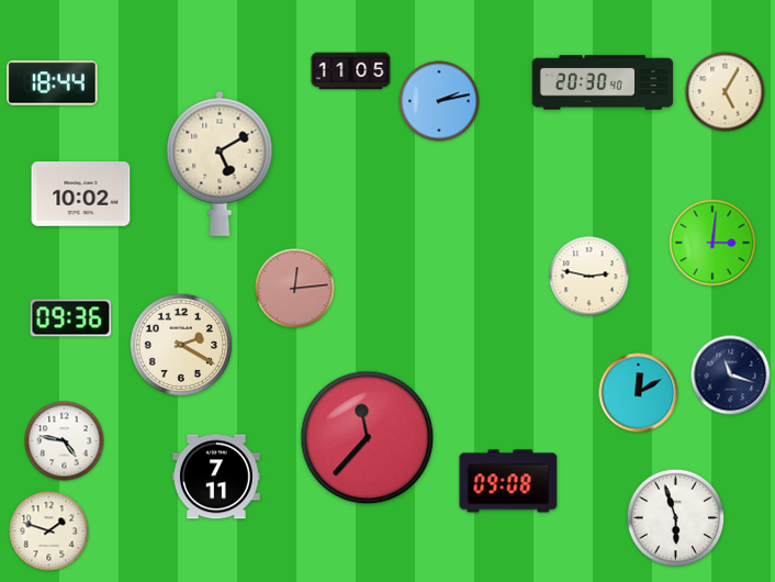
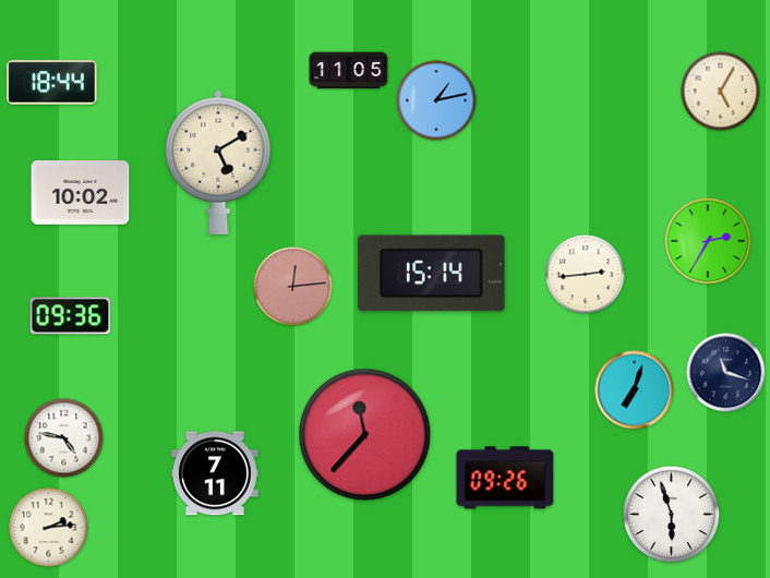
clock at (603, 82): 20:30 -> none
clock at (439, 101): 2:13 -> 1:13
clock at (712, 243): 3:01 -> 2:35
clock at (432, 274): none -> 15:14
clock at (589, 277): 2:47 -> 2:44
clock at (181, 345): 2:20 -> none
clock at (639, 393): 12:10 -> 7:03
clock at (508, 481): 09:08 -> 09:26
clock at (49, 531): 1:48 -> 2:14
